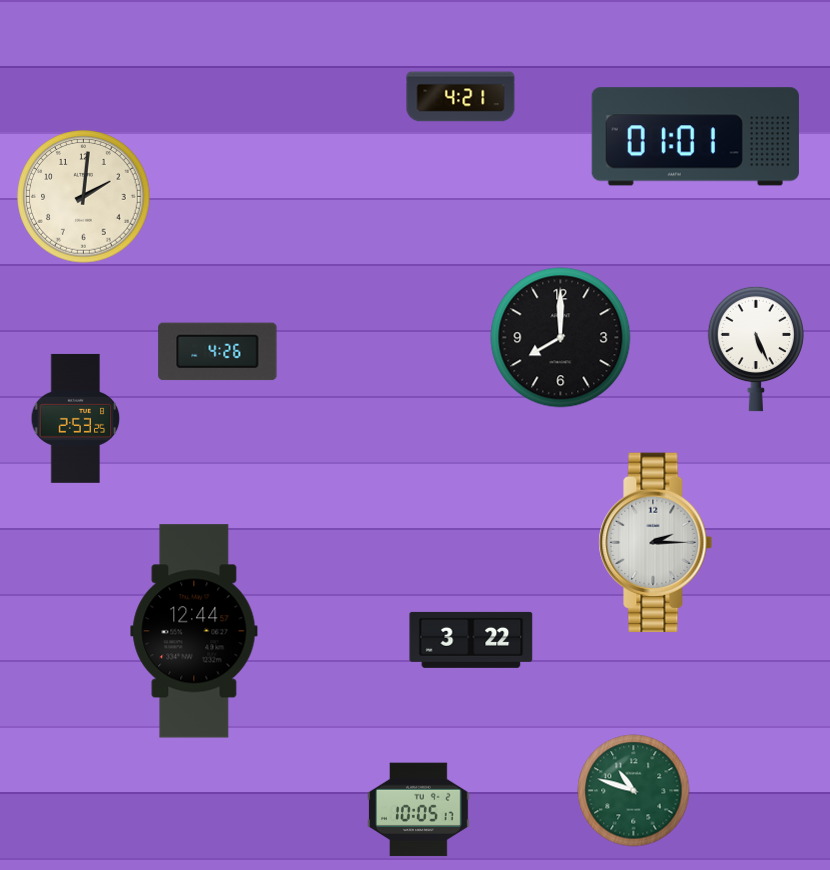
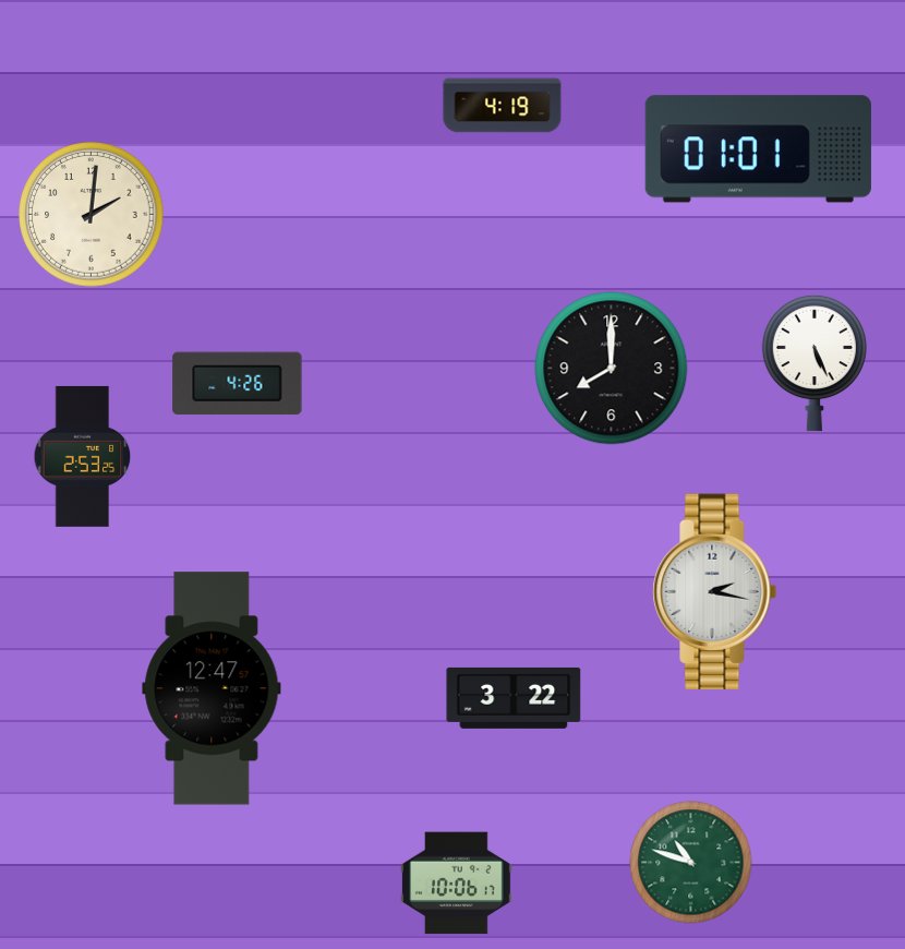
clock at (461, 97): 4:21 -> 4:19
clock at (756, 349) position: (756, 349) -> (814, 363)
clock at (656, 542): 2:15 -> 2:17
clock at (194, 631): 12:44 -> 12:47
clock at (419, 810): 10:05 -> 10:06
